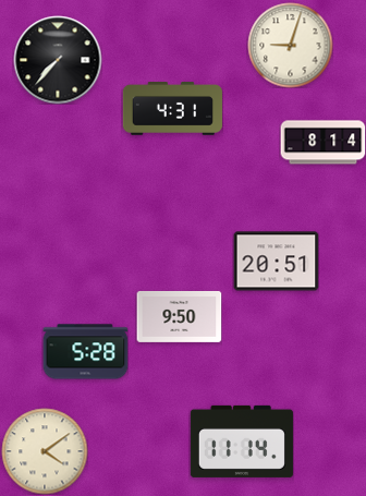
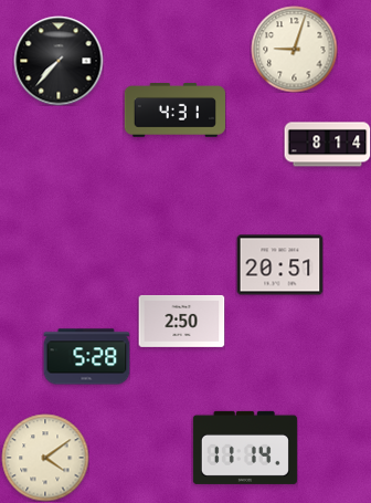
clock at (290, 45) position: (290, 45) -> (294, 49)
clock at (179, 316): 9:50 -> 2:50
